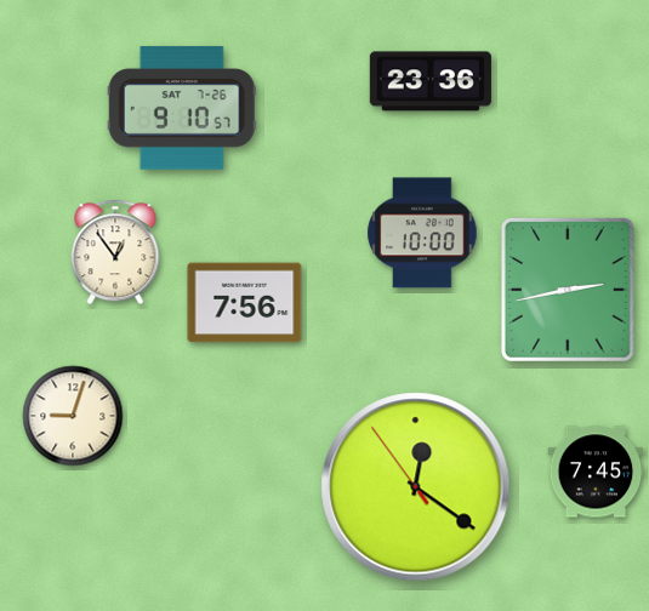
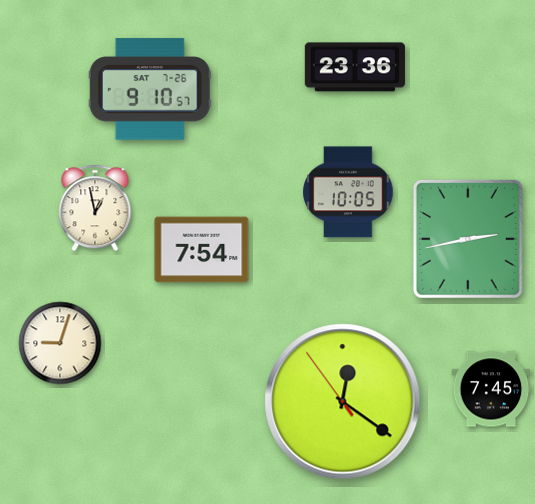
clock at (422, 233): 10:00 -> 10:05
clock at (115, 252): 12:54 -> 12:58
clock at (245, 303): 7:56 -> 7:54
